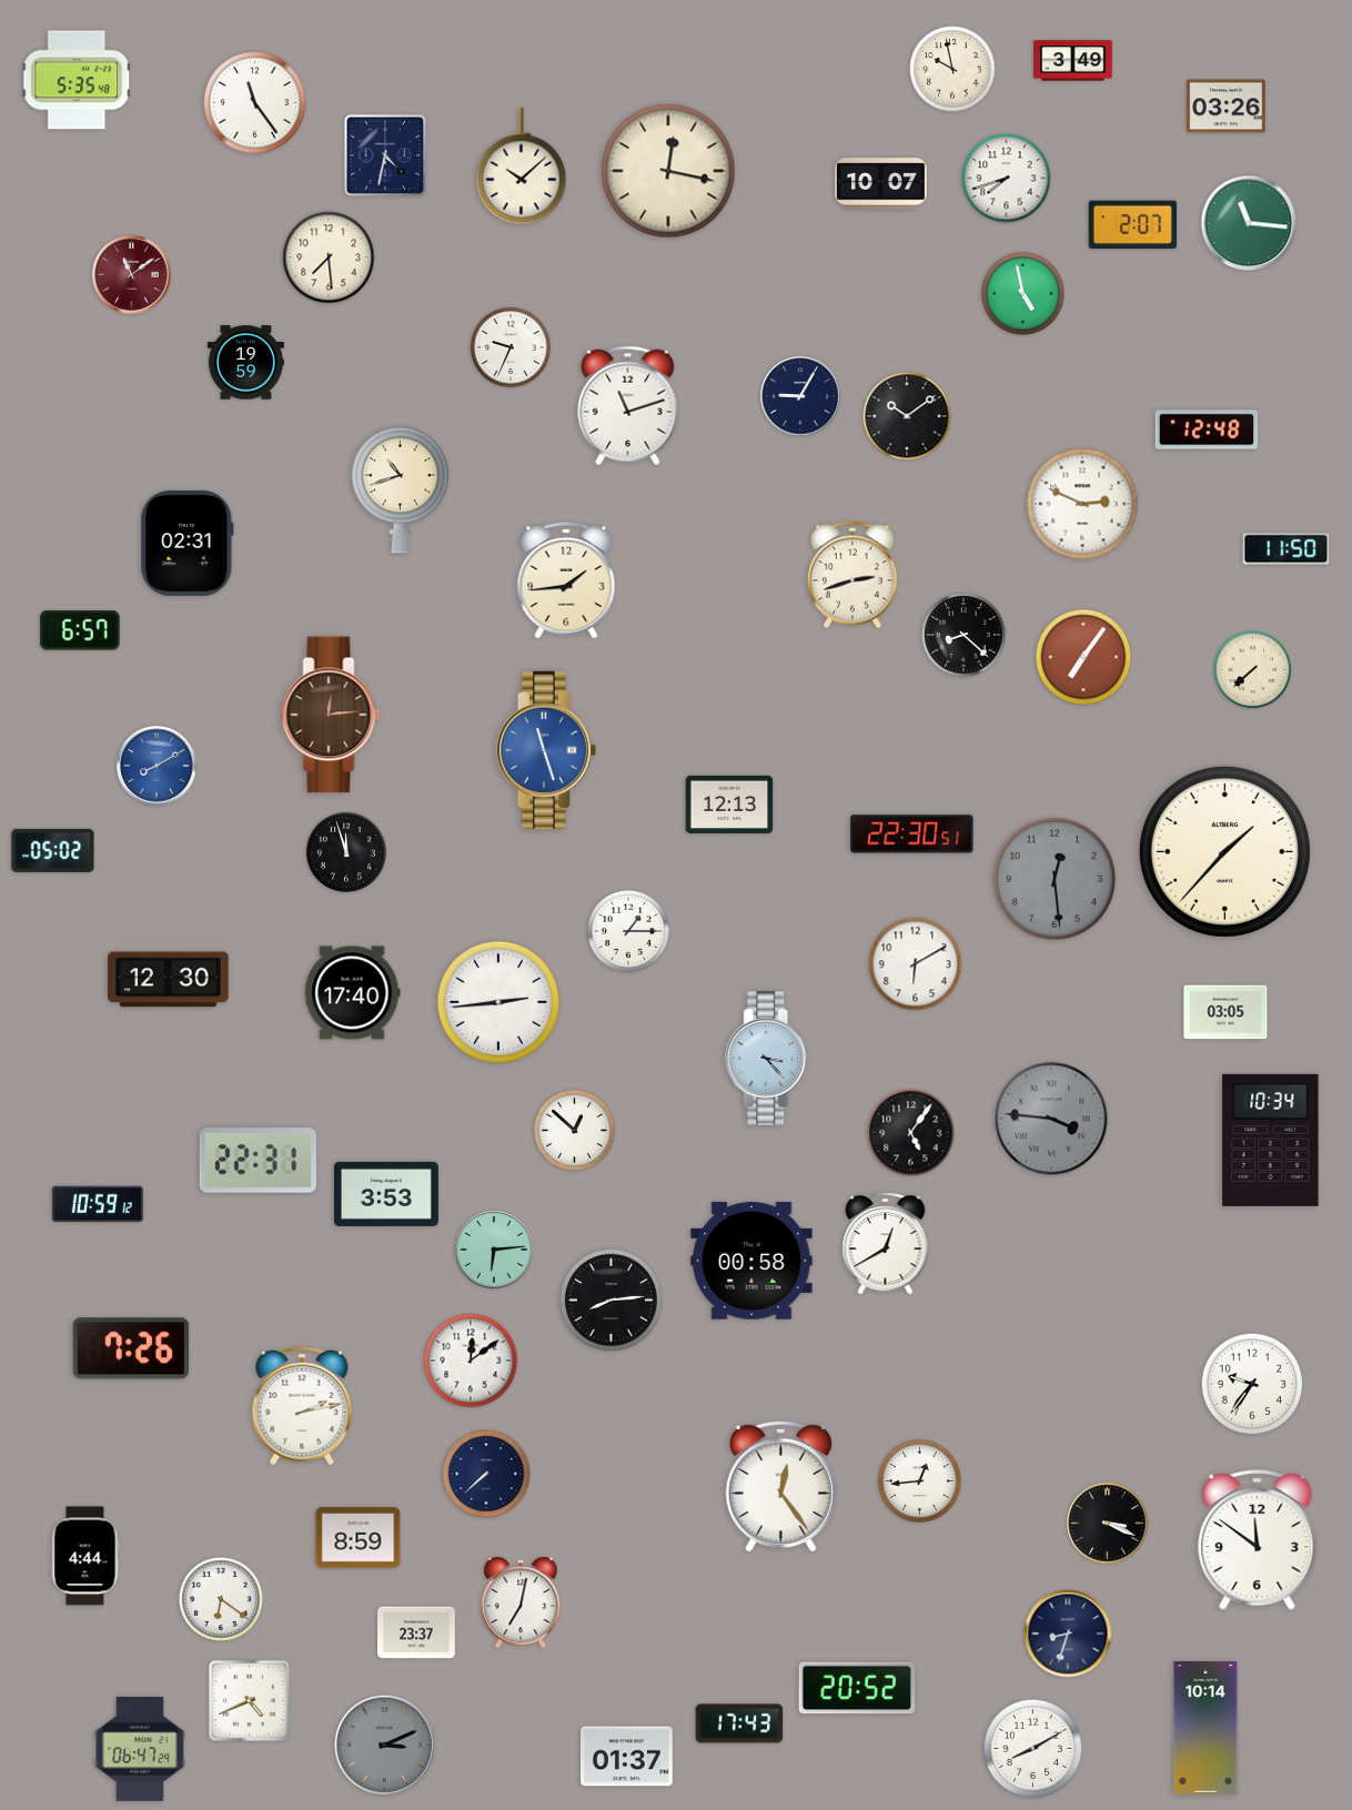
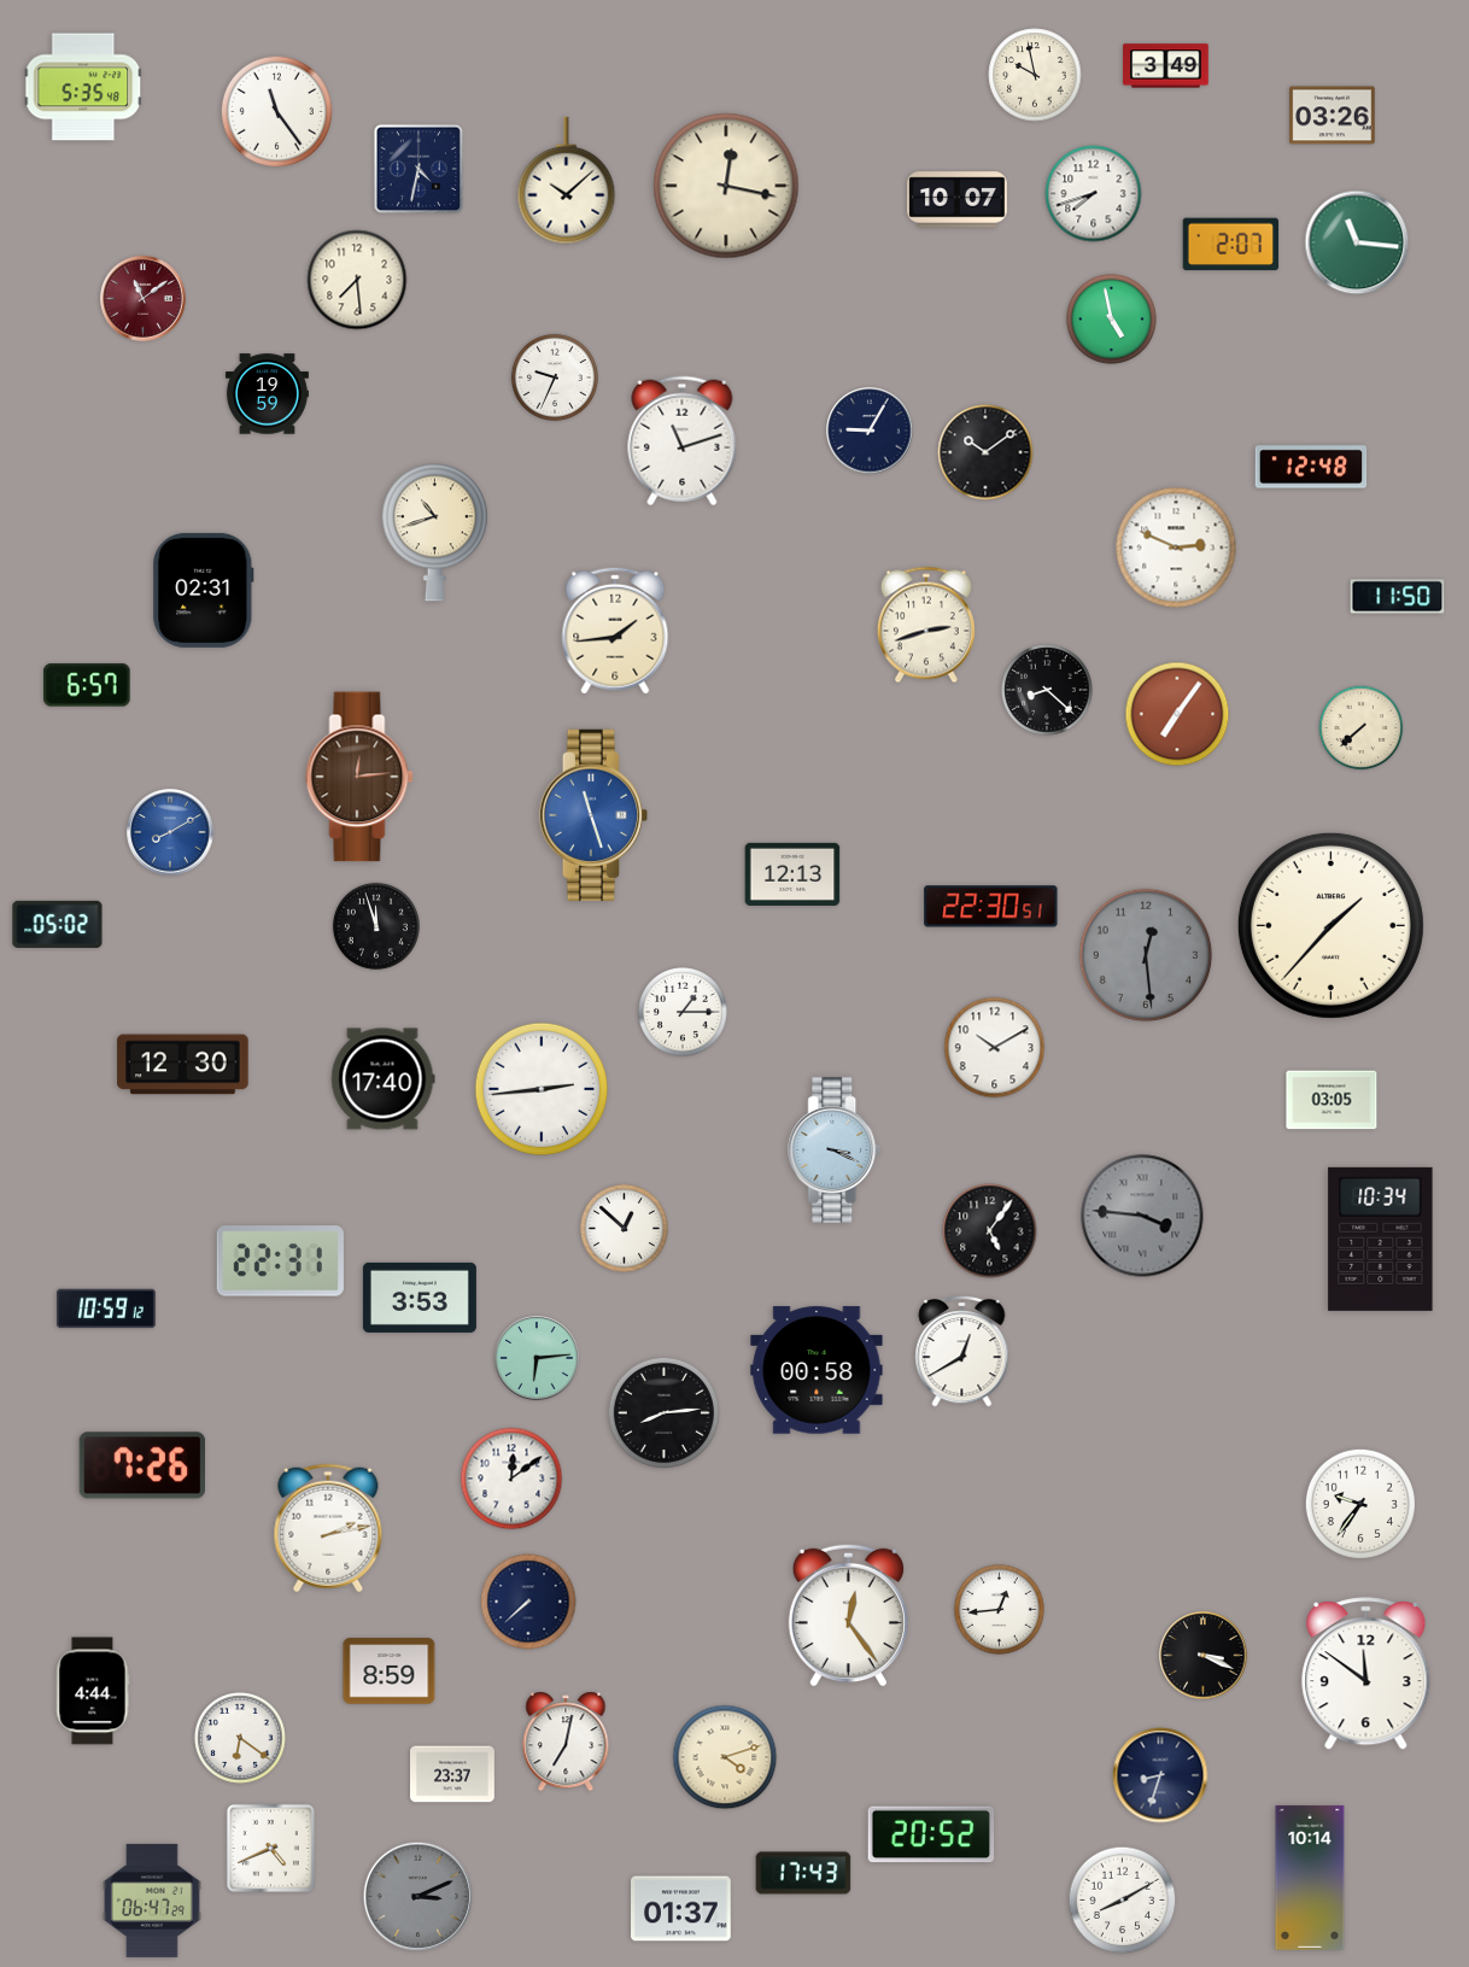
clock at (916, 964): 6:10 -> 10:10
clock at (768, 1059): 3:23 -> 3:19
clock at (725, 1757): none -> 4:12
